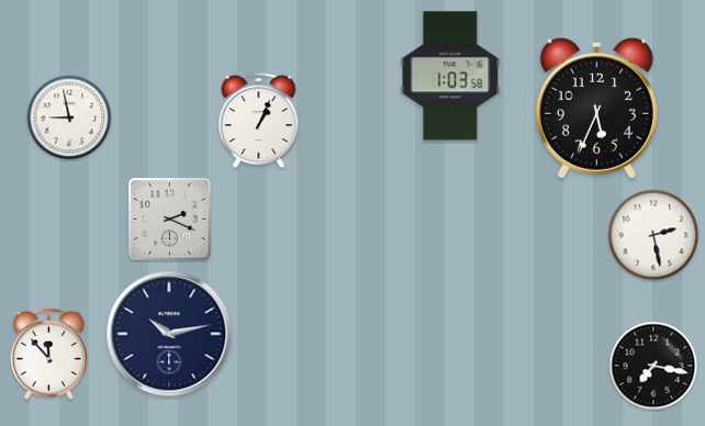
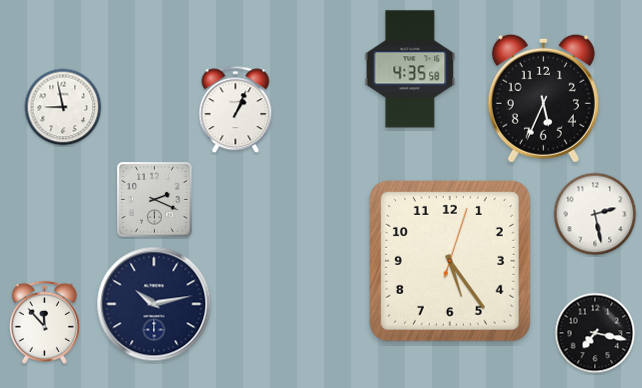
clock at (450, 76): 1:03 -> 4:35
clock at (450, 261): none -> 5:24
